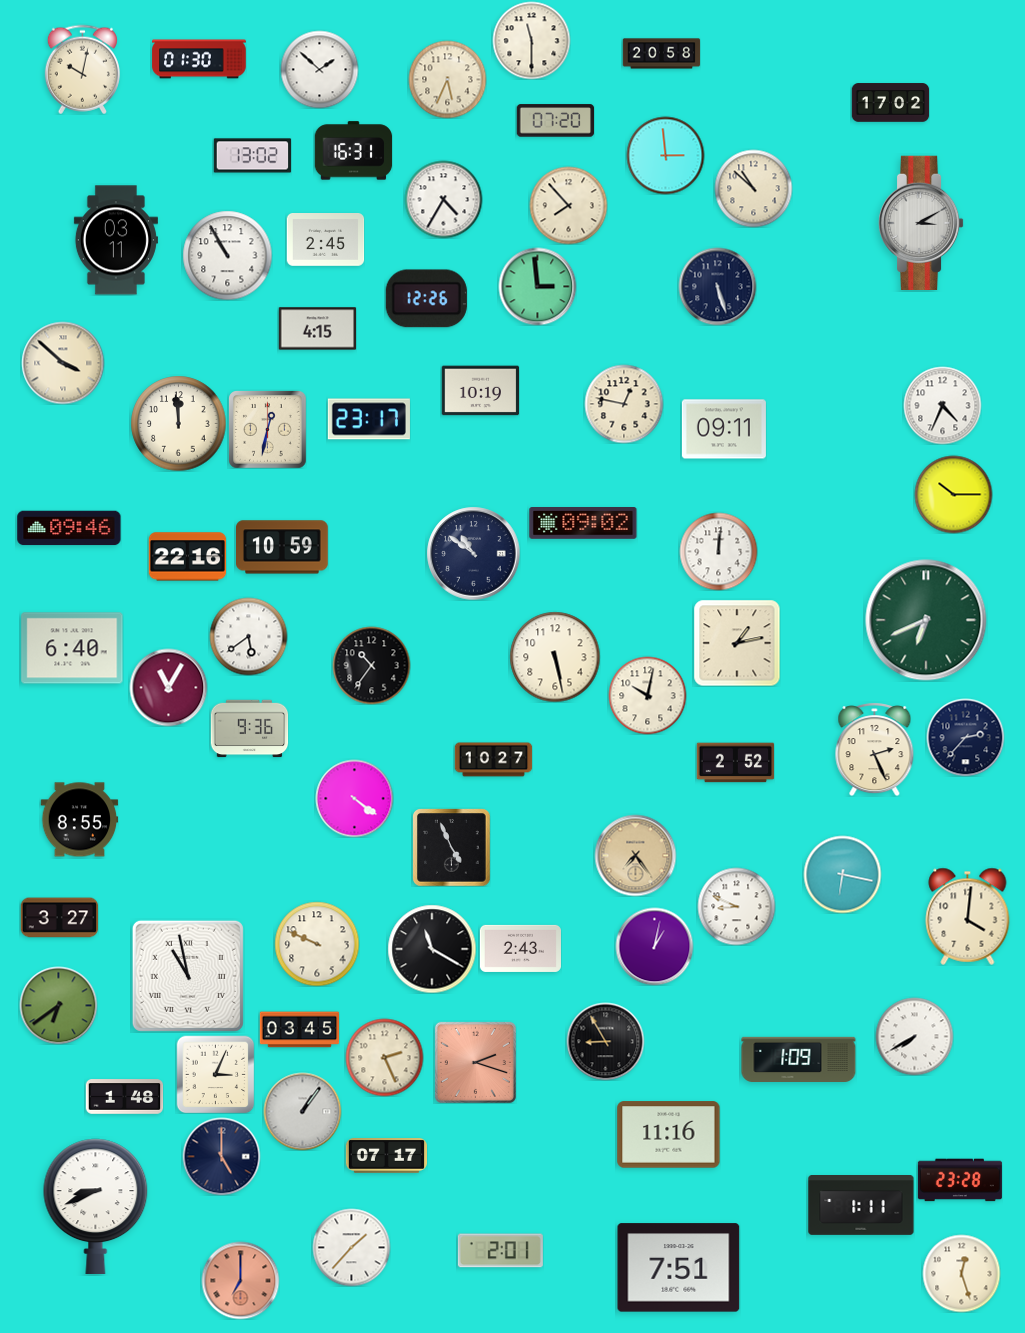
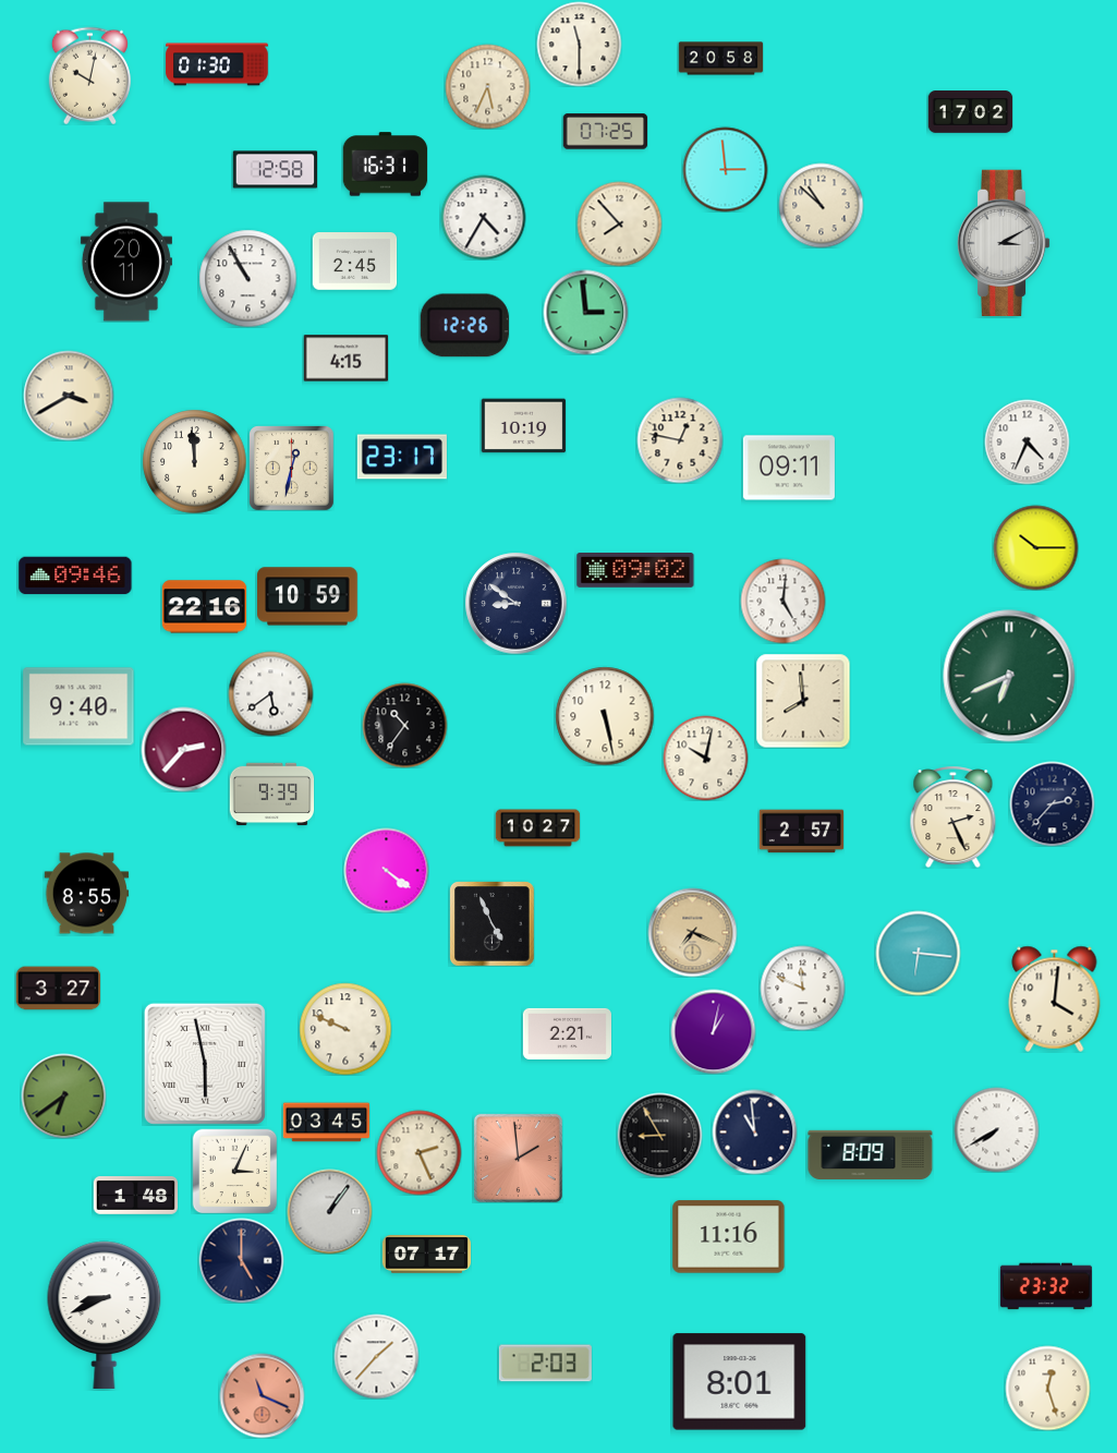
clock at (319, 69): 1:52 -> none
clock at (555, 121): 07:20 -> 07:25
clock at (252, 156): 13:02 -> 12:58
clock at (116, 240): 03:11 -> 20:11
clock at (717, 286): 5:27 -> none
clock at (63, 363): 3:52 -> 3:40
clock at (953, 494) position: (953, 494) -> (1035, 547)
clock at (718, 551): 12:01 -> 5:01
clock at (473, 553): 10:51 -> 8:51
clock at (737, 643): 1:13 -> 7:59
clock at (72, 648): 6:40 -> 9:40
clock at (168, 687): 11:05 -> 2:37
clock at (249, 729): 9:36 -> 9:39
clock at (735, 763): 2:52 -> 2:57
clock at (635, 855): 7:24 -> 7:19
clock at (842, 874): 6:17 -> 6:16
clock at (736, 906): 8:49 -> 11:49
clock at (59, 918) position: (59, 918) -> (58, 989)
clock at (520, 948): 2:43 -> 2:21
clock at (432, 949): 11:20 -> none
clock at (188, 976): 10:58 -> 5:58
clock at (754, 1131): none -> 10:59
clock at (799, 1059): 1:09 -> 8:09
clock at (475, 1062): 2:18 -> 1:59
clock at (386, 1156) position: (386, 1156) -> (426, 1255)
clock at (960, 1180): 23:28 -> 23:32
clock at (861, 1206): 1:11 -> none
clock at (351, 1247) position: (351, 1247) -> (376, 1356)
clock at (500, 1251): 2:01 -> 2:03
clock at (679, 1268): 7:51 -> 8:01
clock at (240, 1280): 7:00 -> 11:19
